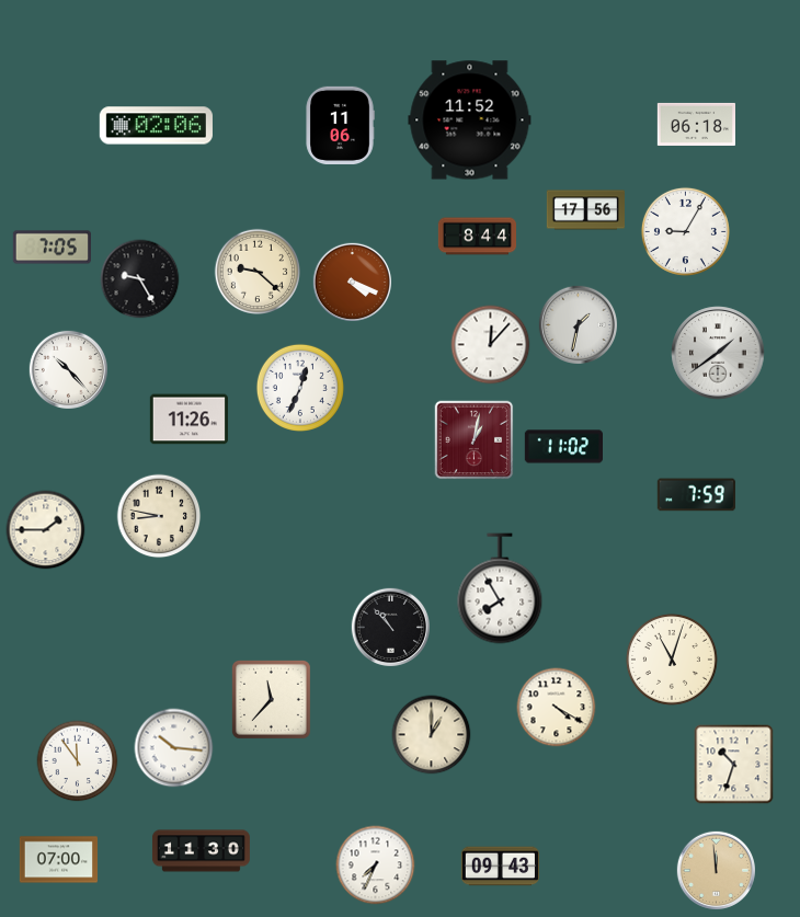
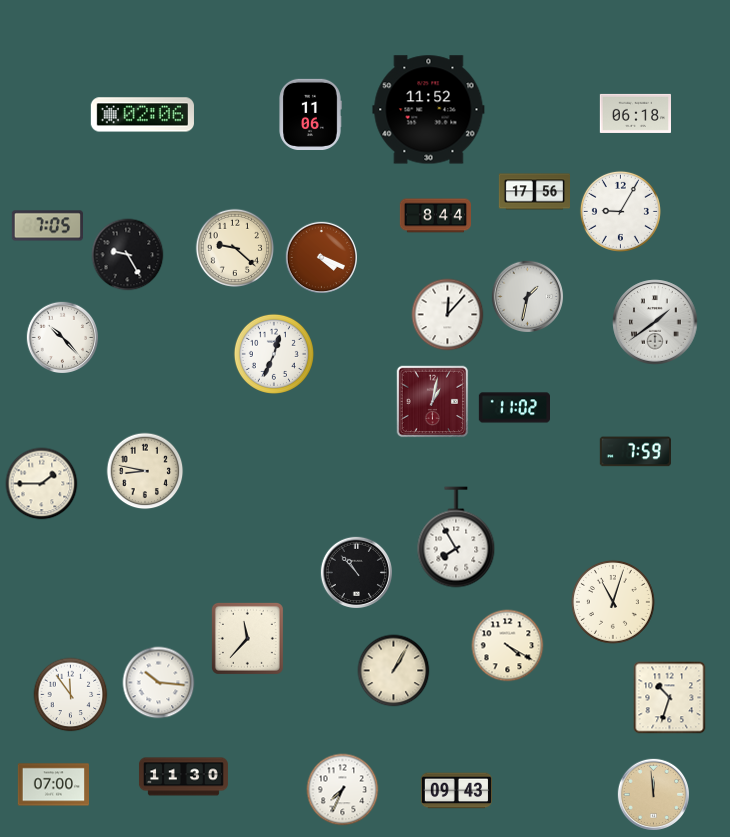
clock at (685, 231) position: (685, 231) -> (620, 211)
clock at (188, 420): 11:26 -> none
clock at (432, 735): 1:00 -> 1:05
